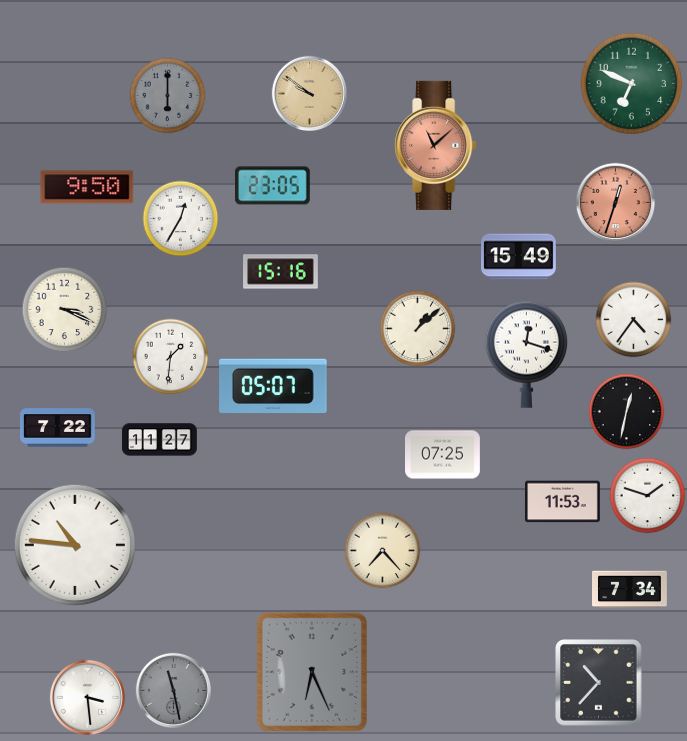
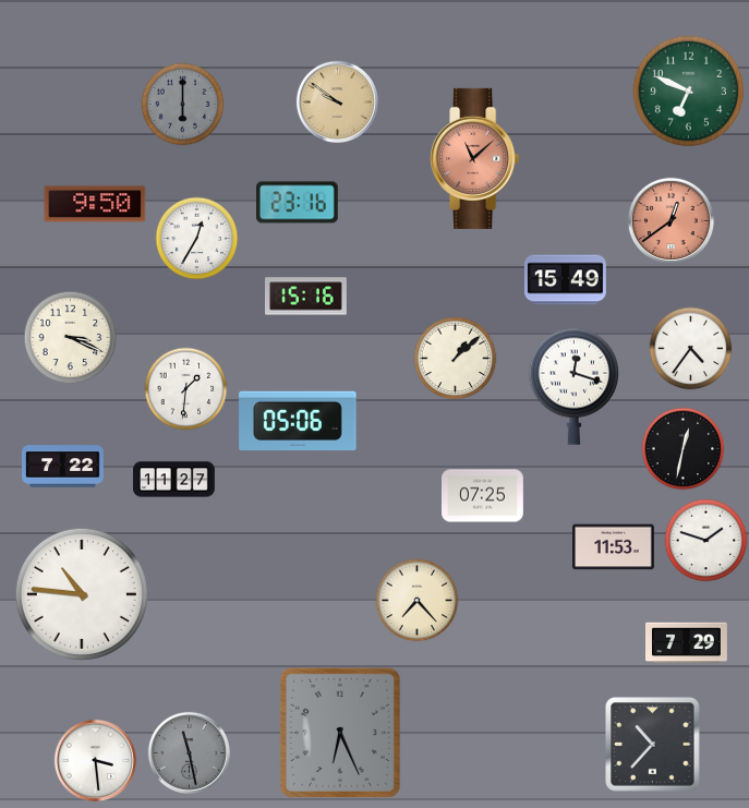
clock at (273, 186): 23:05 -> 23:16
clock at (616, 203): 12:33 -> 12:39
clock at (273, 386): 05:07 -> 05:06
clock at (630, 590): 7:34 -> 7:29
